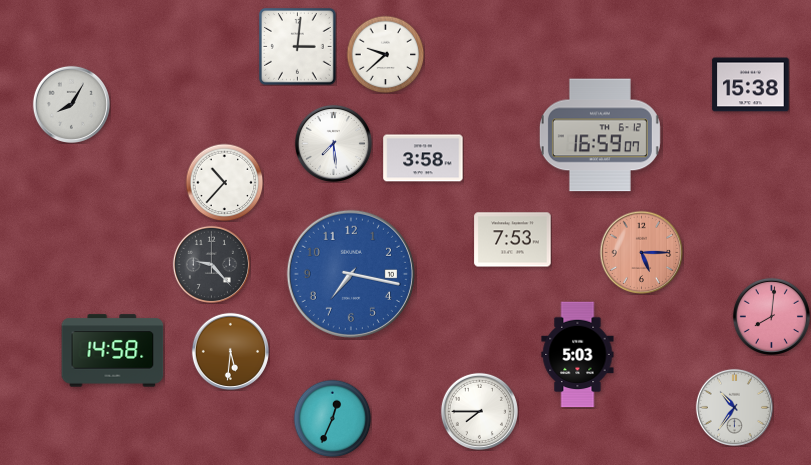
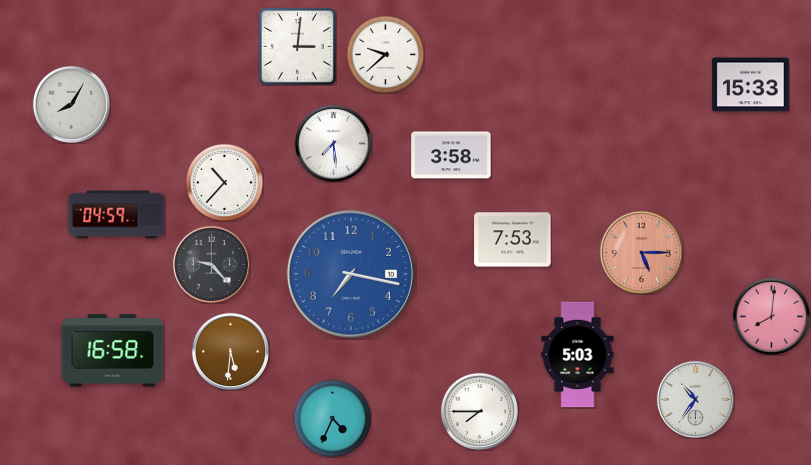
clock at (751, 85): 15:38 -> 15:33
clock at (600, 135): 16:59 -> none
clock at (423, 158) position: (423, 158) -> (451, 155)
clock at (117, 215): none -> 04:59
clock at (113, 351): 14:58 -> 16:58
clock at (734, 407) position: (734, 407) -> (695, 399)
clock at (332, 418): 12:34 -> 4:34
